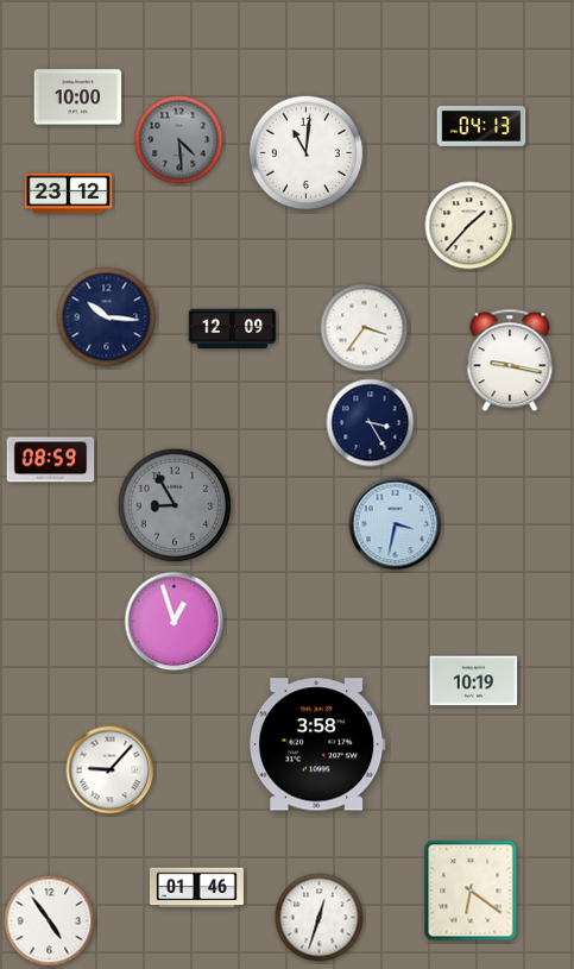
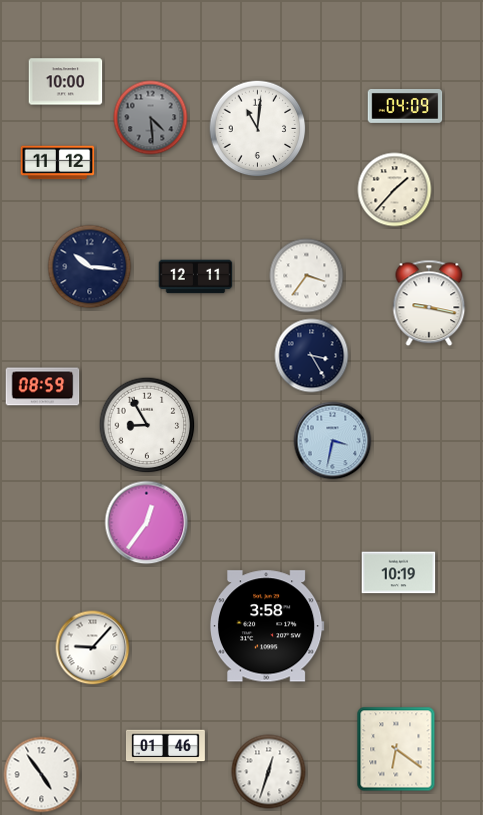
clock at (481, 127): 04:13 -> 04:09
clock at (69, 194): 23:12 -> 11:12
clock at (233, 329): 12:09 -> 12:11
clock at (175, 505) dial: grey -> white
clock at (175, 622): 12:57 -> 12:36
